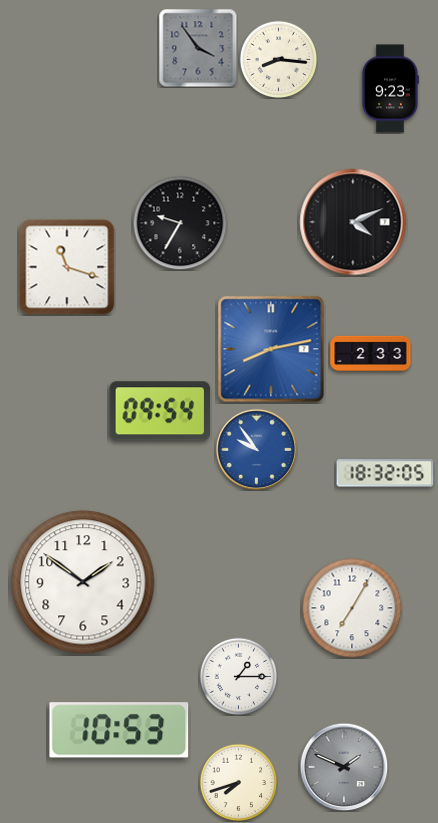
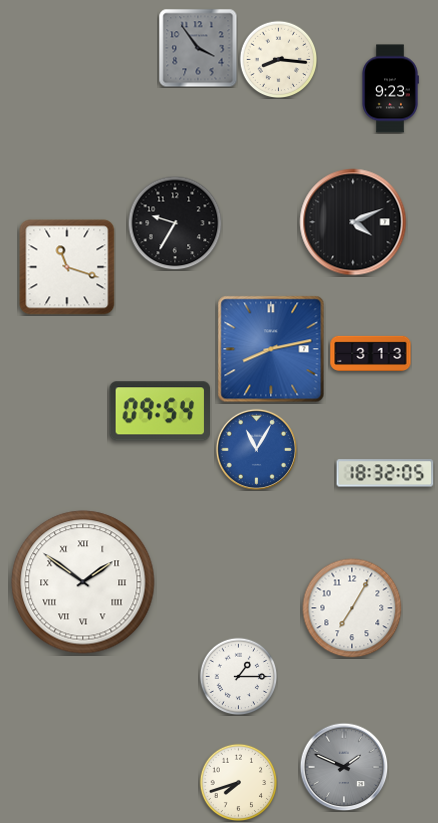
clock at (180, 223) position: (180, 223) -> (175, 223)
clock at (371, 353): 2:33 -> 3:13
clock at (256, 449): 9:54 -> 11:05
clock at (83, 582) numerals: Arabic -> Roman
clock at (119, 730): 10:53 -> none
